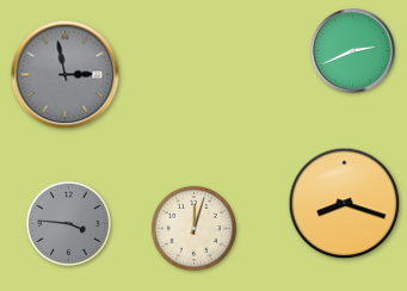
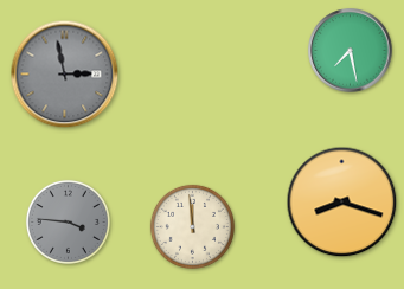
clock at (353, 51): 2:41 -> 7:28
clock at (193, 228): 12:03 -> 11:59
